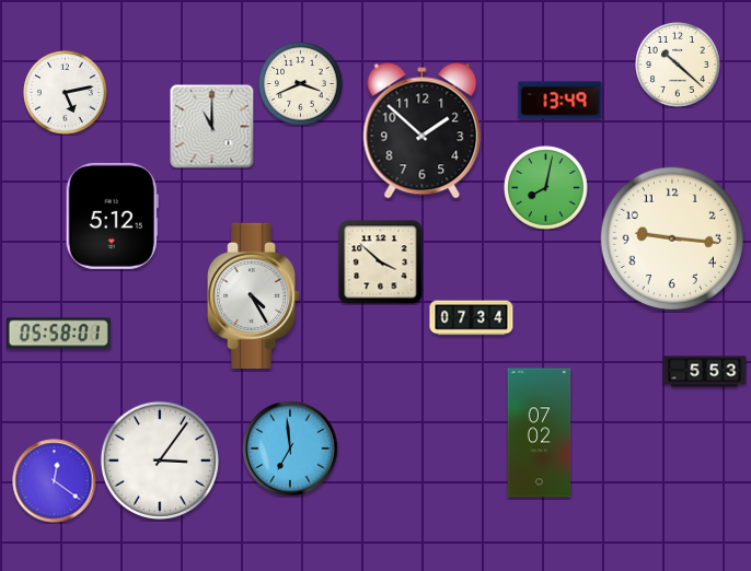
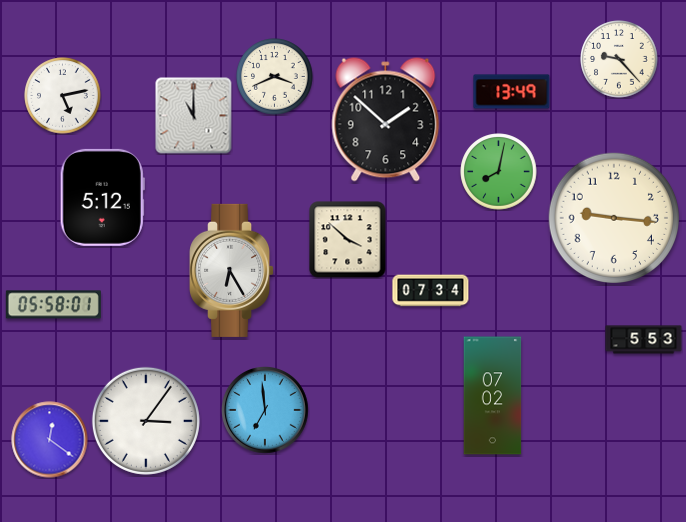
clock at (678, 65): 10:22 -> 9:23
clock at (66, 93) position: (66, 93) -> (63, 96)
clock at (254, 295): 4:25 -> 6:25
